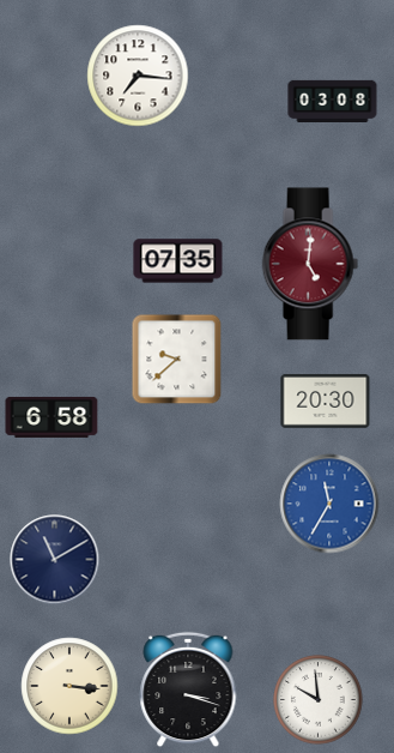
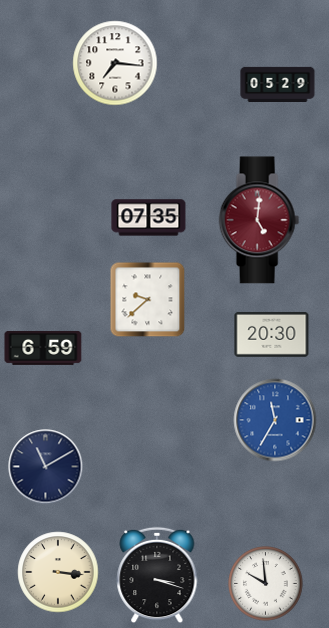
clock at (333, 101): 03:08 -> 05:29
clock at (51, 417): 6:58 -> 6:59
